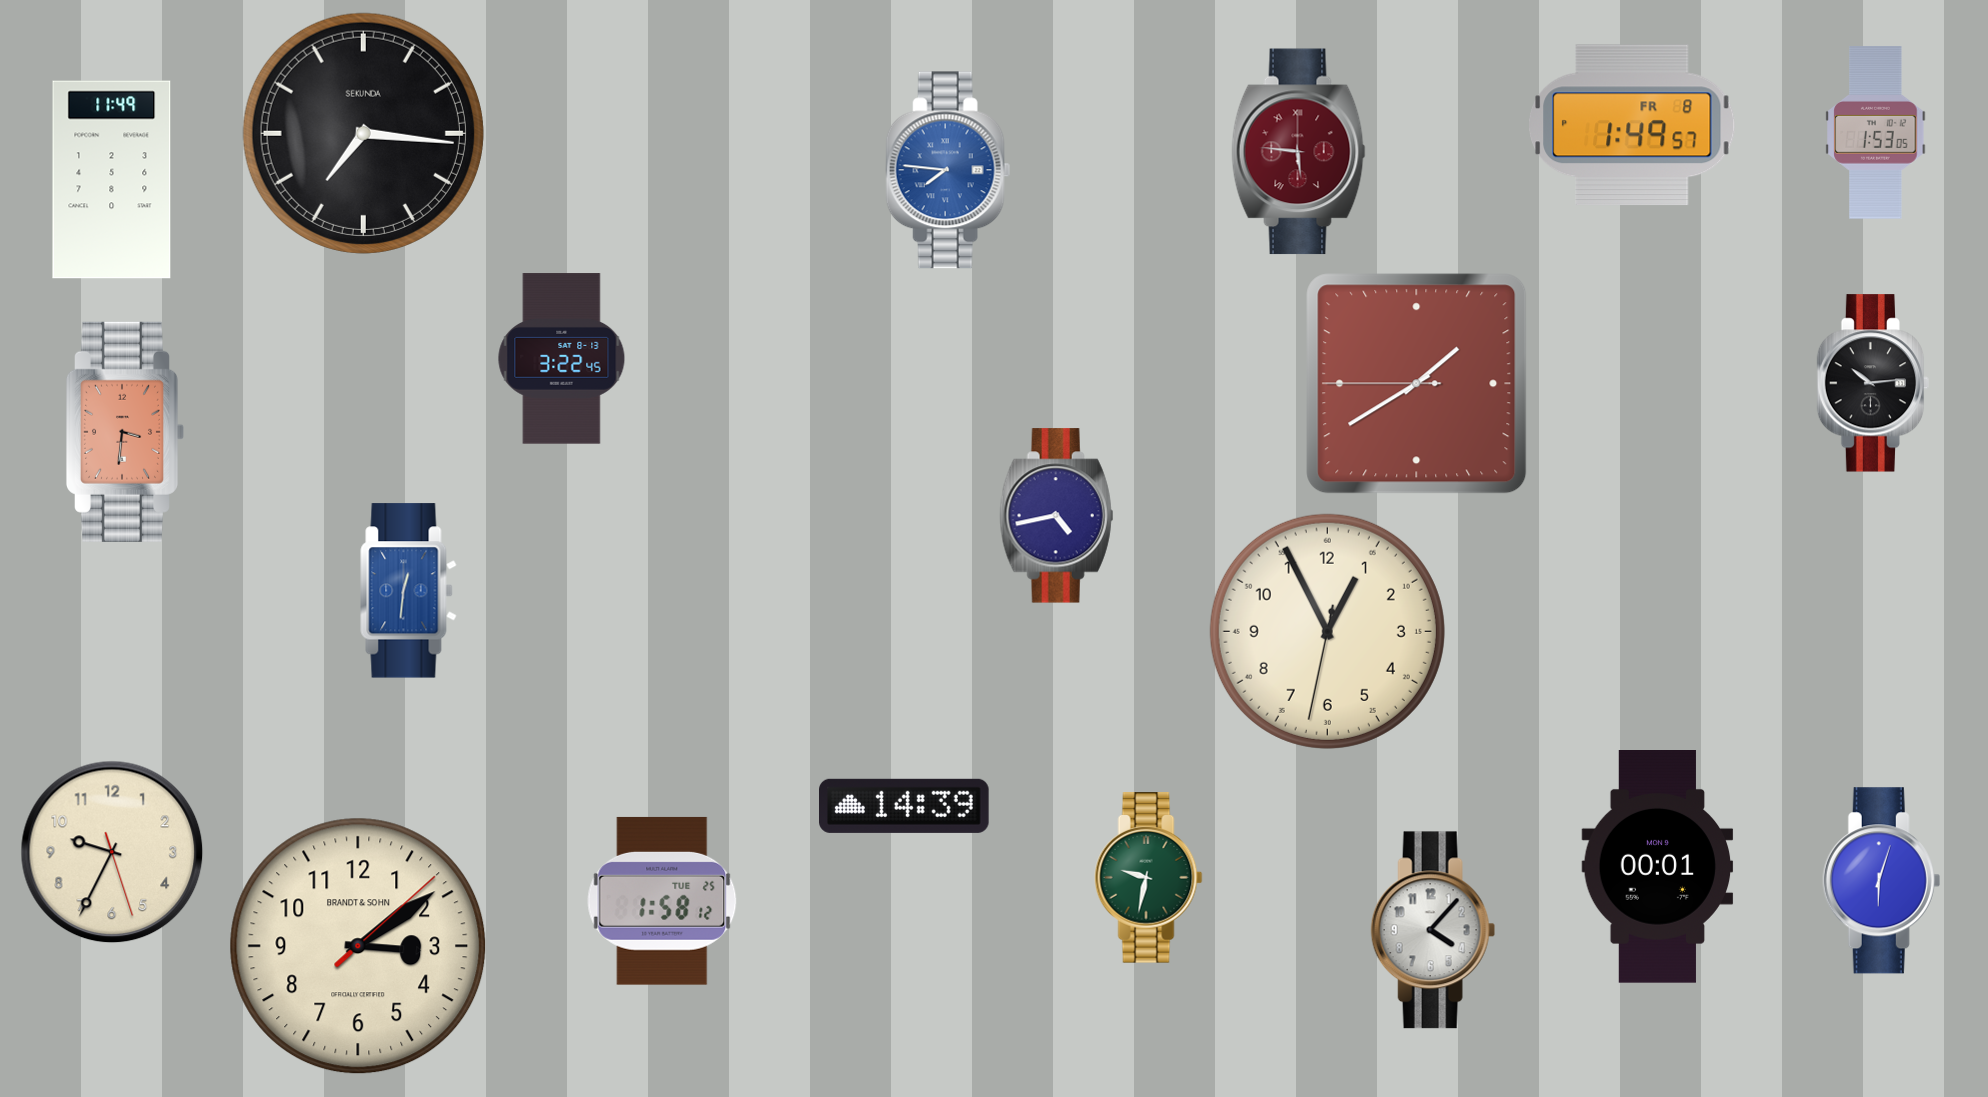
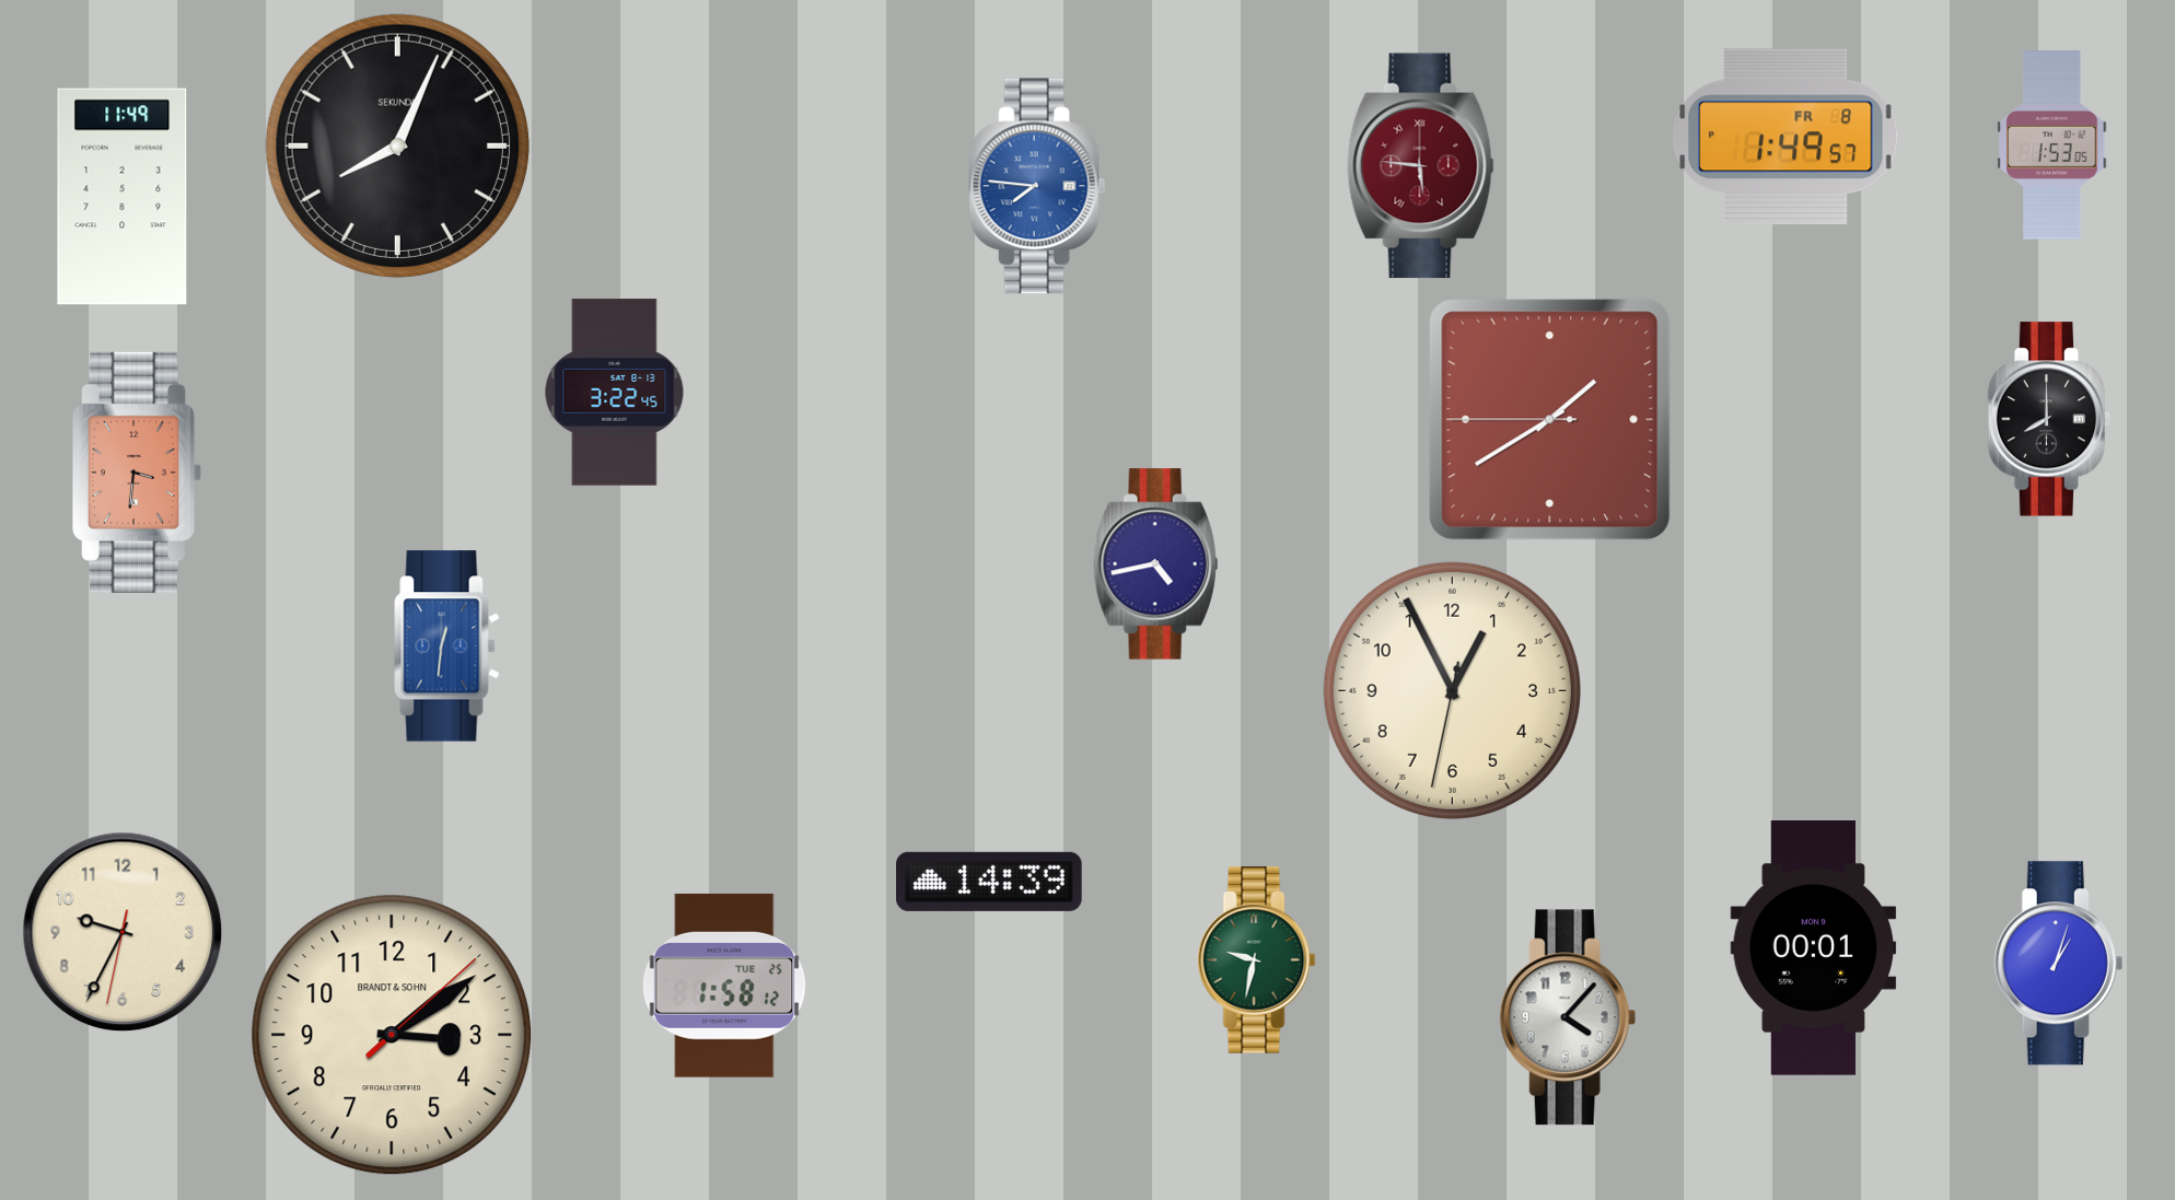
clock at (363, 133): 7:16 -> 8:04
clock at (1873, 383): 10:14 -> 8:00
clock at (112, 852): 9:34:27 -> 9:34:32
clock at (1882, 881): 6:03 -> 1:03
